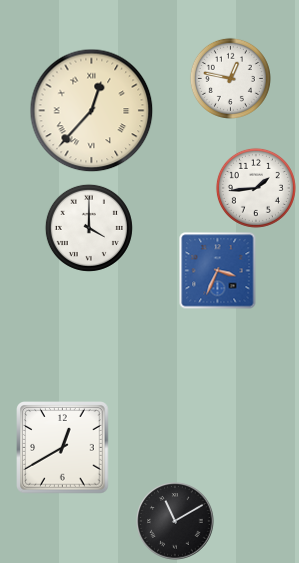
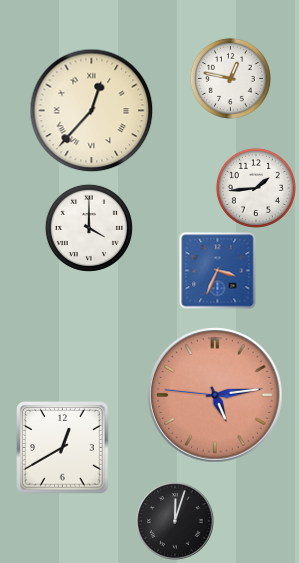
clock at (216, 396): none -> 5:13
clock at (175, 521): 11:10 -> 12:03
